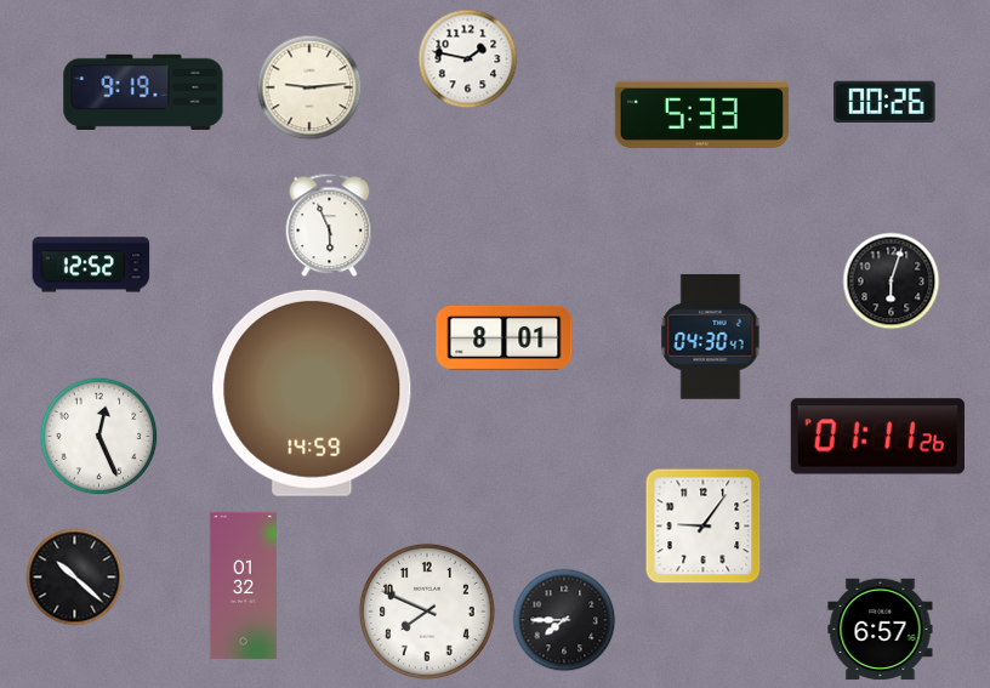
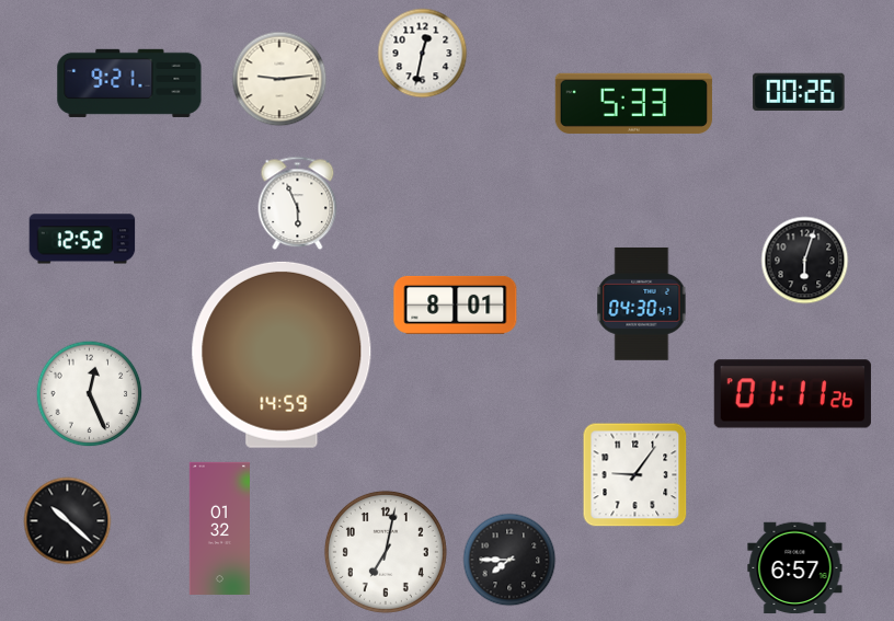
clock at (468, 59): 1:47 -> 12:32
clock at (143, 92): 9:19 -> 9:21
clock at (892, 282) position: (892, 282) -> (805, 261)
clock at (427, 612): 7:49 -> 7:02
